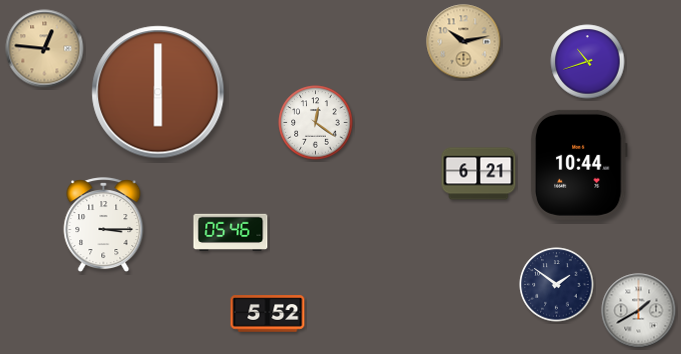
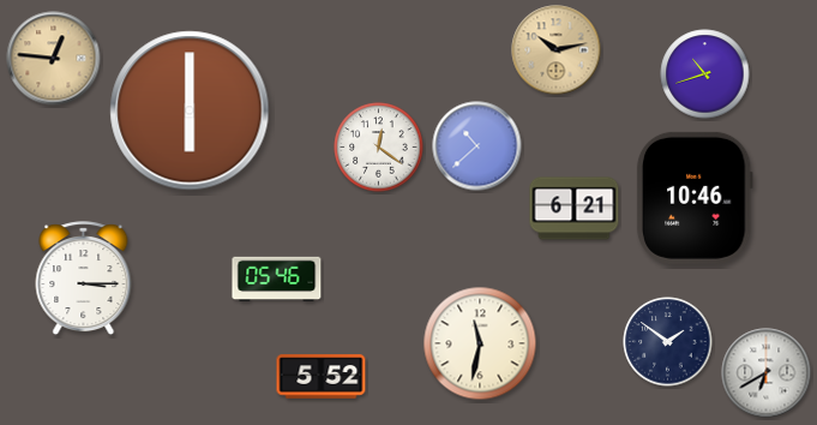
clock at (477, 146): none -> 10:38
clock at (579, 165): 10:44 -> 10:46
clock at (104, 225) position: (104, 225) -> (84, 279)
clock at (480, 343): none -> 11:32
clock at (639, 311): 1:40 -> 6:40
